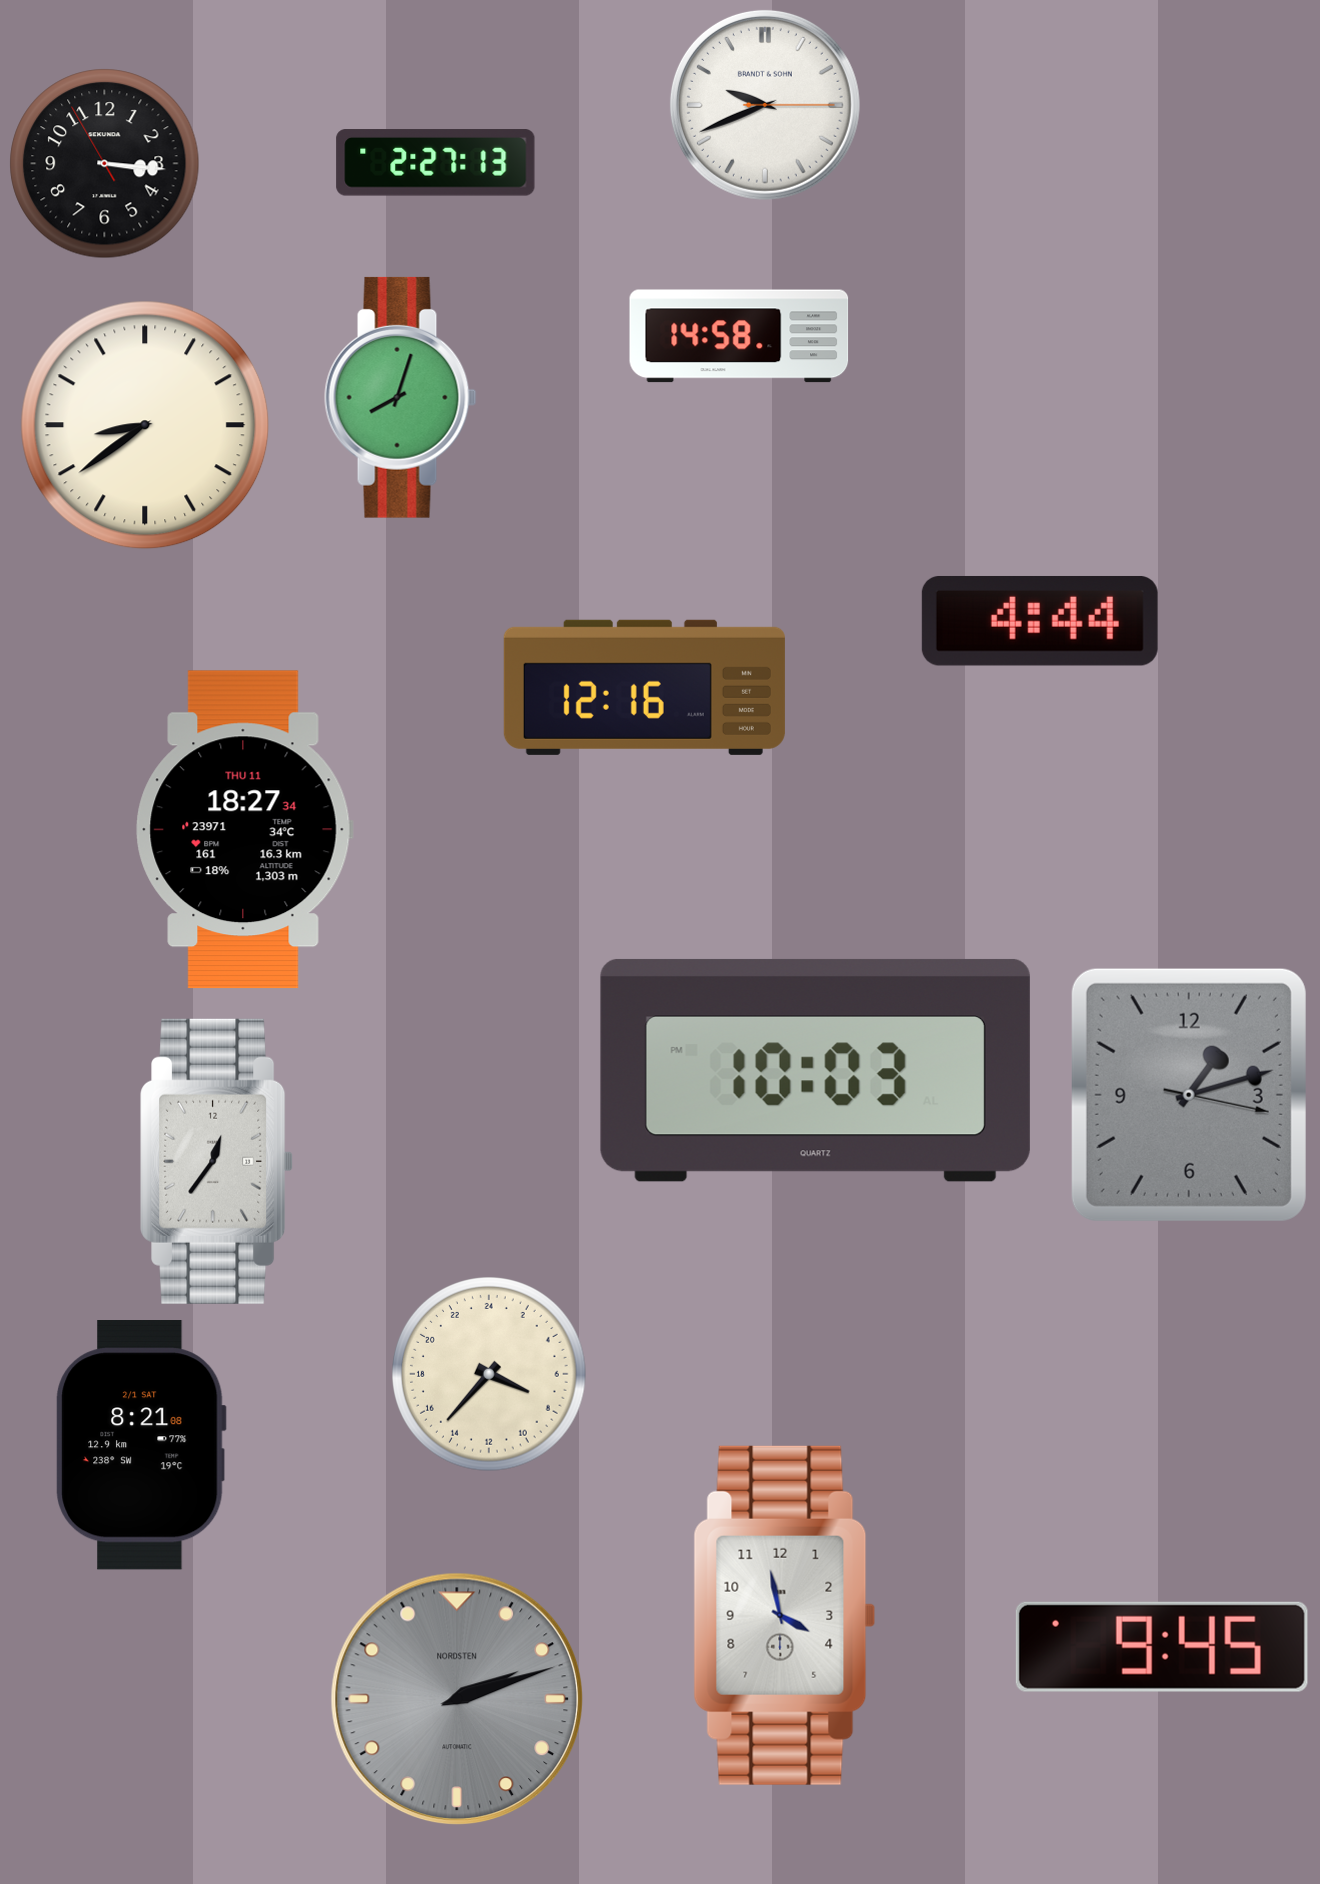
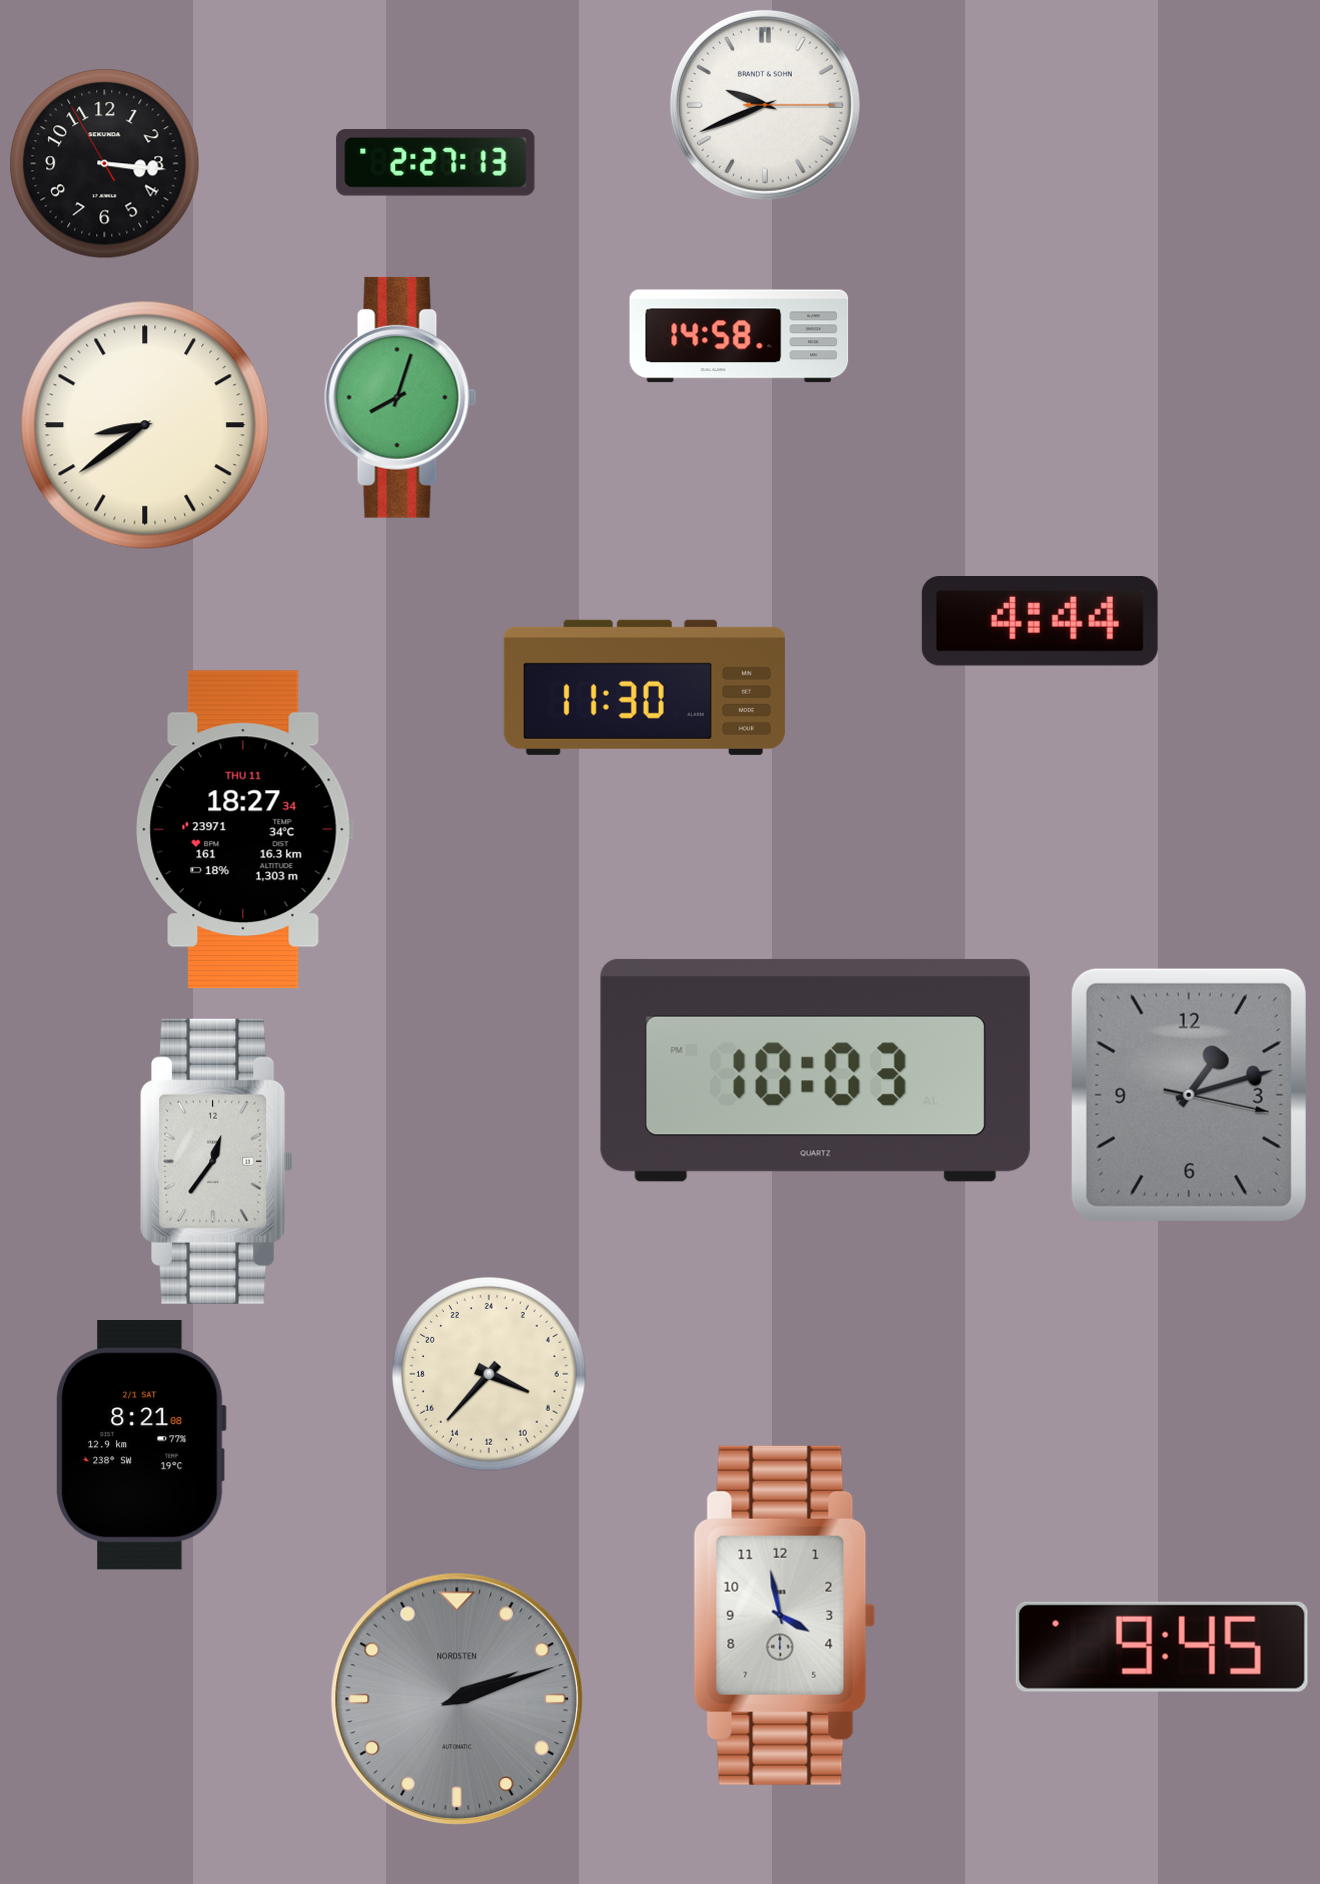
clock at (644, 687): 12:16 -> 11:30
